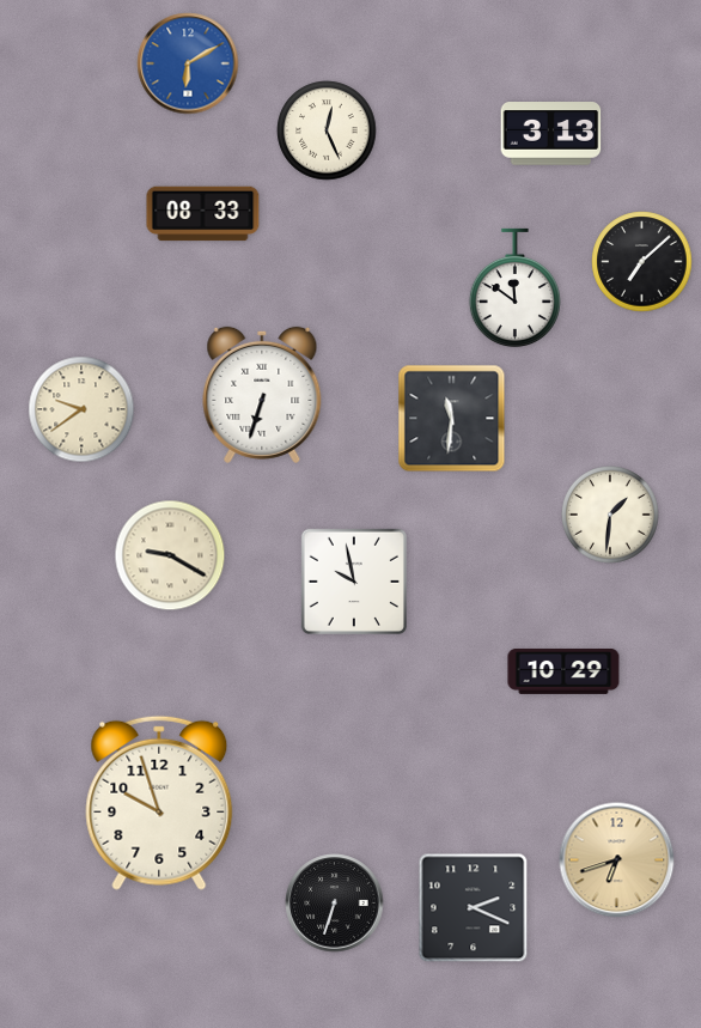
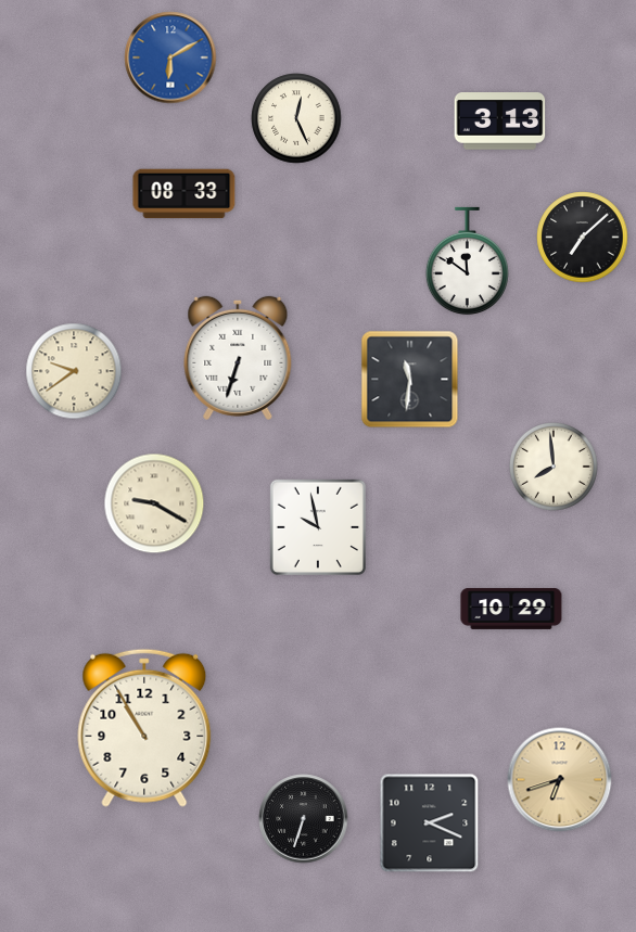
clock at (611, 516): 1:31 -> 7:59
clock at (354, 582) position: (354, 582) -> (318, 527)
clock at (159, 803): 9:57 -> 10:55
